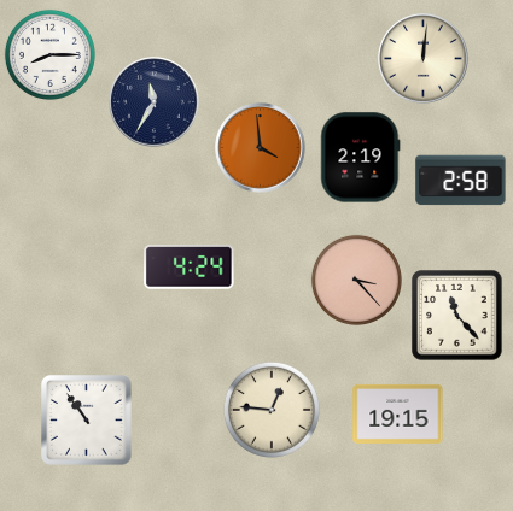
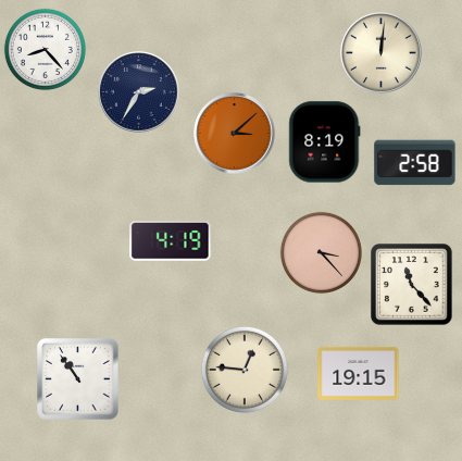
clock at (49, 54): 8:15 -> 8:23
clock at (155, 102): 11:35 -> 2:35
clock at (261, 148): 3:59 -> 3:08
clock at (361, 158): 2:19 -> 8:19
clock at (190, 268): 4:24 -> 4:19
